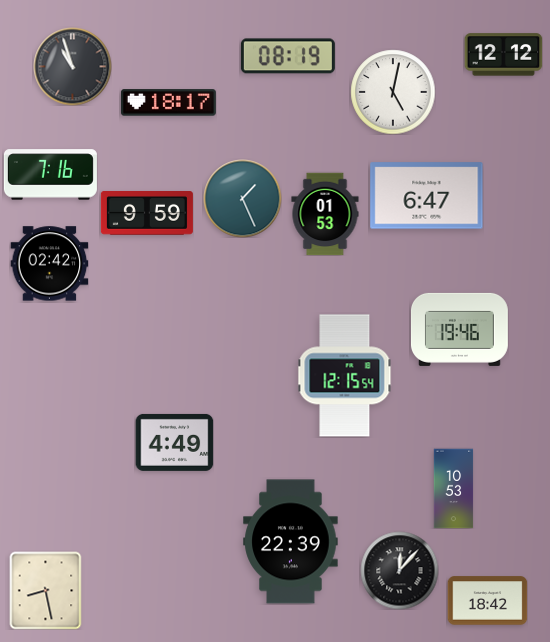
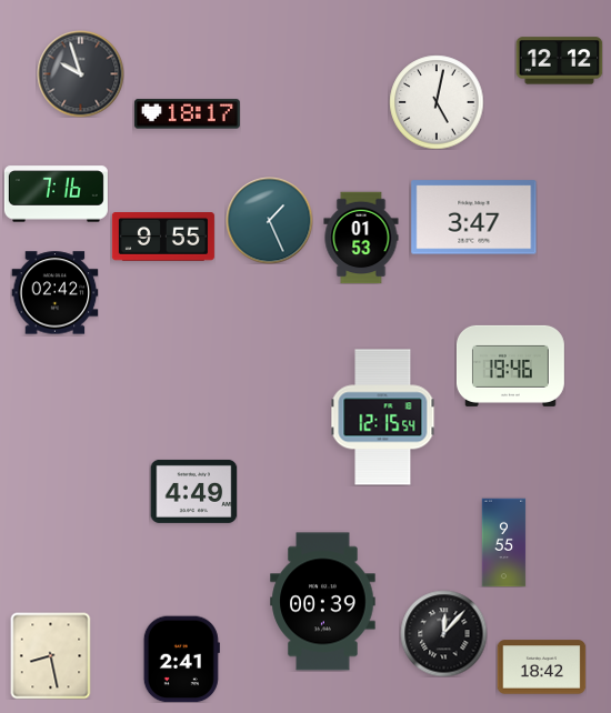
clock at (288, 56): 08:19 -> none
clock at (72, 66): 10:57 -> 9:57
clock at (427, 196): 6:47 -> 3:47
clock at (147, 214): 9:59 -> 9:55
clock at (454, 488): 10:53 -> 9:55
clock at (291, 542): 22:39 -> 00:39
clock at (181, 659): none -> 2:41
